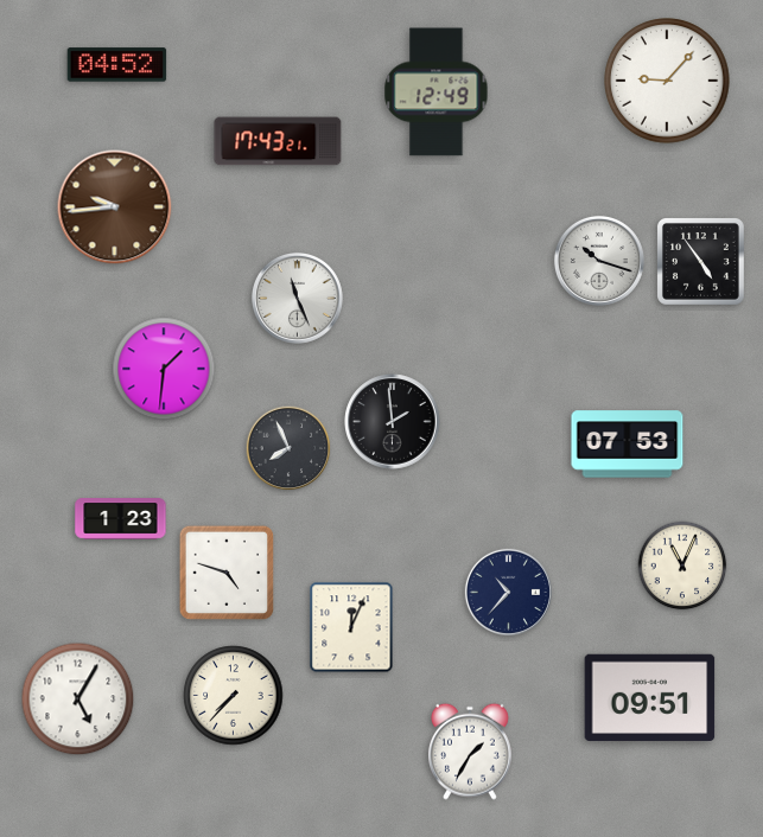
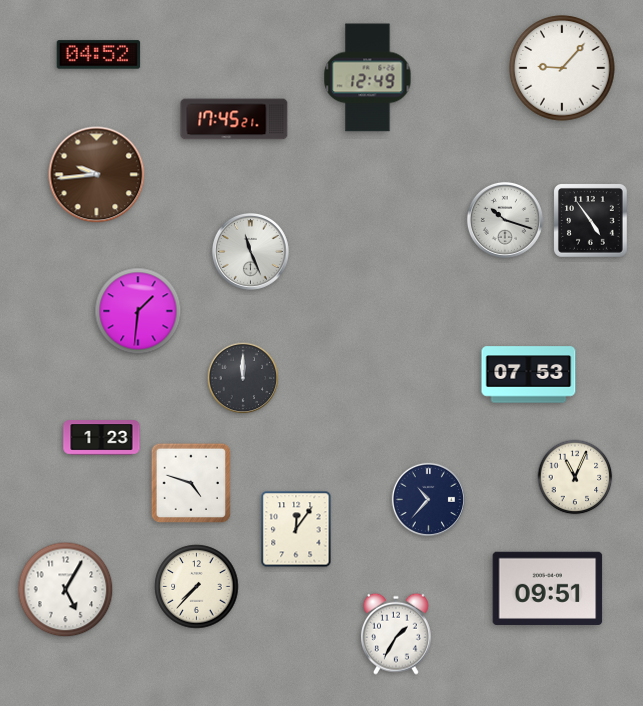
clock at (278, 141): 17:43 -> 17:45
clock at (393, 422): 1:59 -> none
clock at (288, 448): 7:56 -> 12:00
clock at (351, 627): 12:04 -> 12:06
